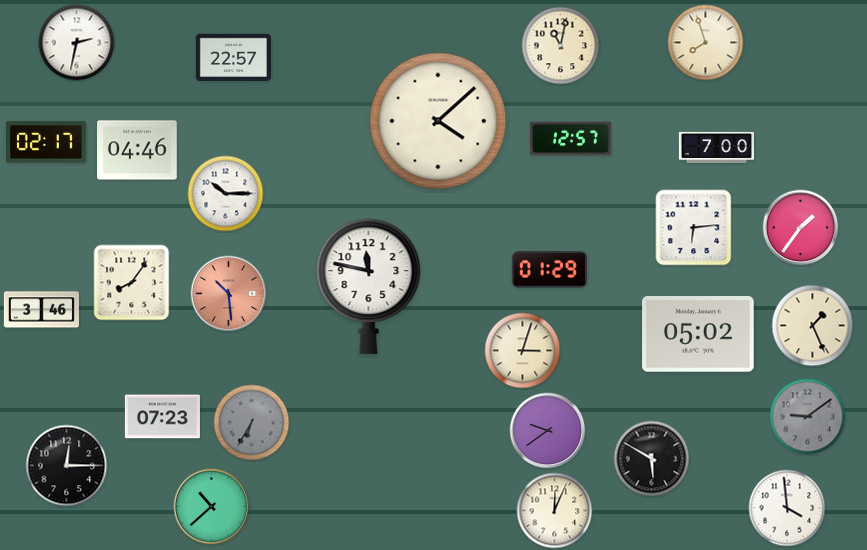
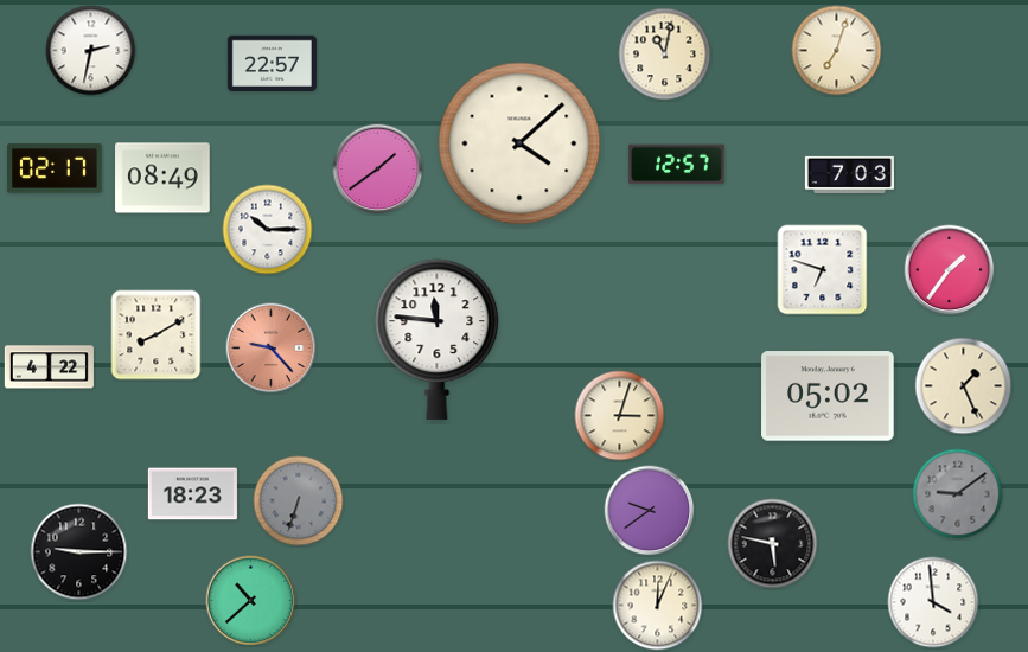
clock at (706, 43): 7:57 -> 7:03
clock at (233, 57) position: (233, 57) -> (272, 63)
clock at (378, 170): none -> 1:39
clock at (716, 147): 7:00 -> 7:03
clock at (137, 150): 04:46 -> 08:49
clock at (694, 228): 6:14 -> 6:48
clock at (549, 270): 01:29 -> none
clock at (132, 283): 8:06 -> 8:10
clock at (369, 286): 11:47 -> 11:46
clock at (229, 294): 10:29 -> 9:23
clock at (41, 310): 3:46 -> 4:22
clock at (162, 417): 07:23 -> 18:23
clock at (252, 423): 6:35 -> 6:33
clock at (652, 459): 5:50 -> 5:47
clock at (67, 466): 12:15 -> 9:15
